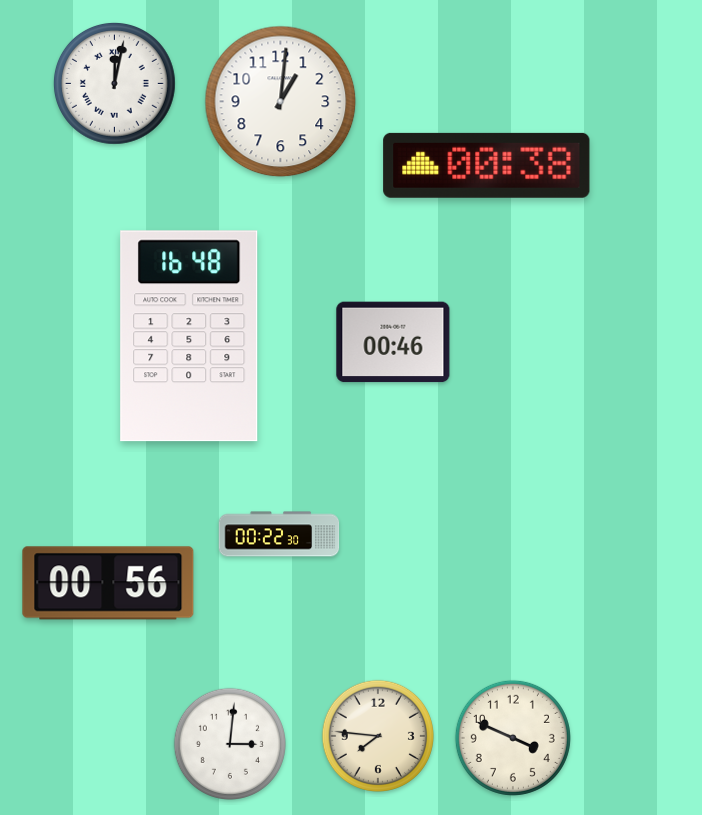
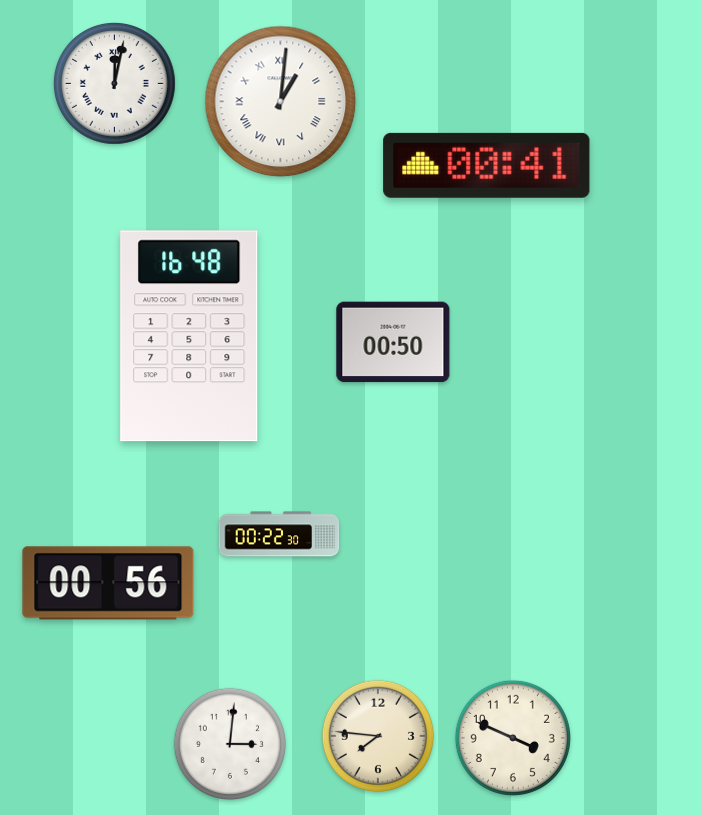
clock at (281, 102) numerals: Arabic -> Roman
clock at (487, 165): 00:38 -> 00:41
clock at (393, 342): 00:46 -> 00:50
